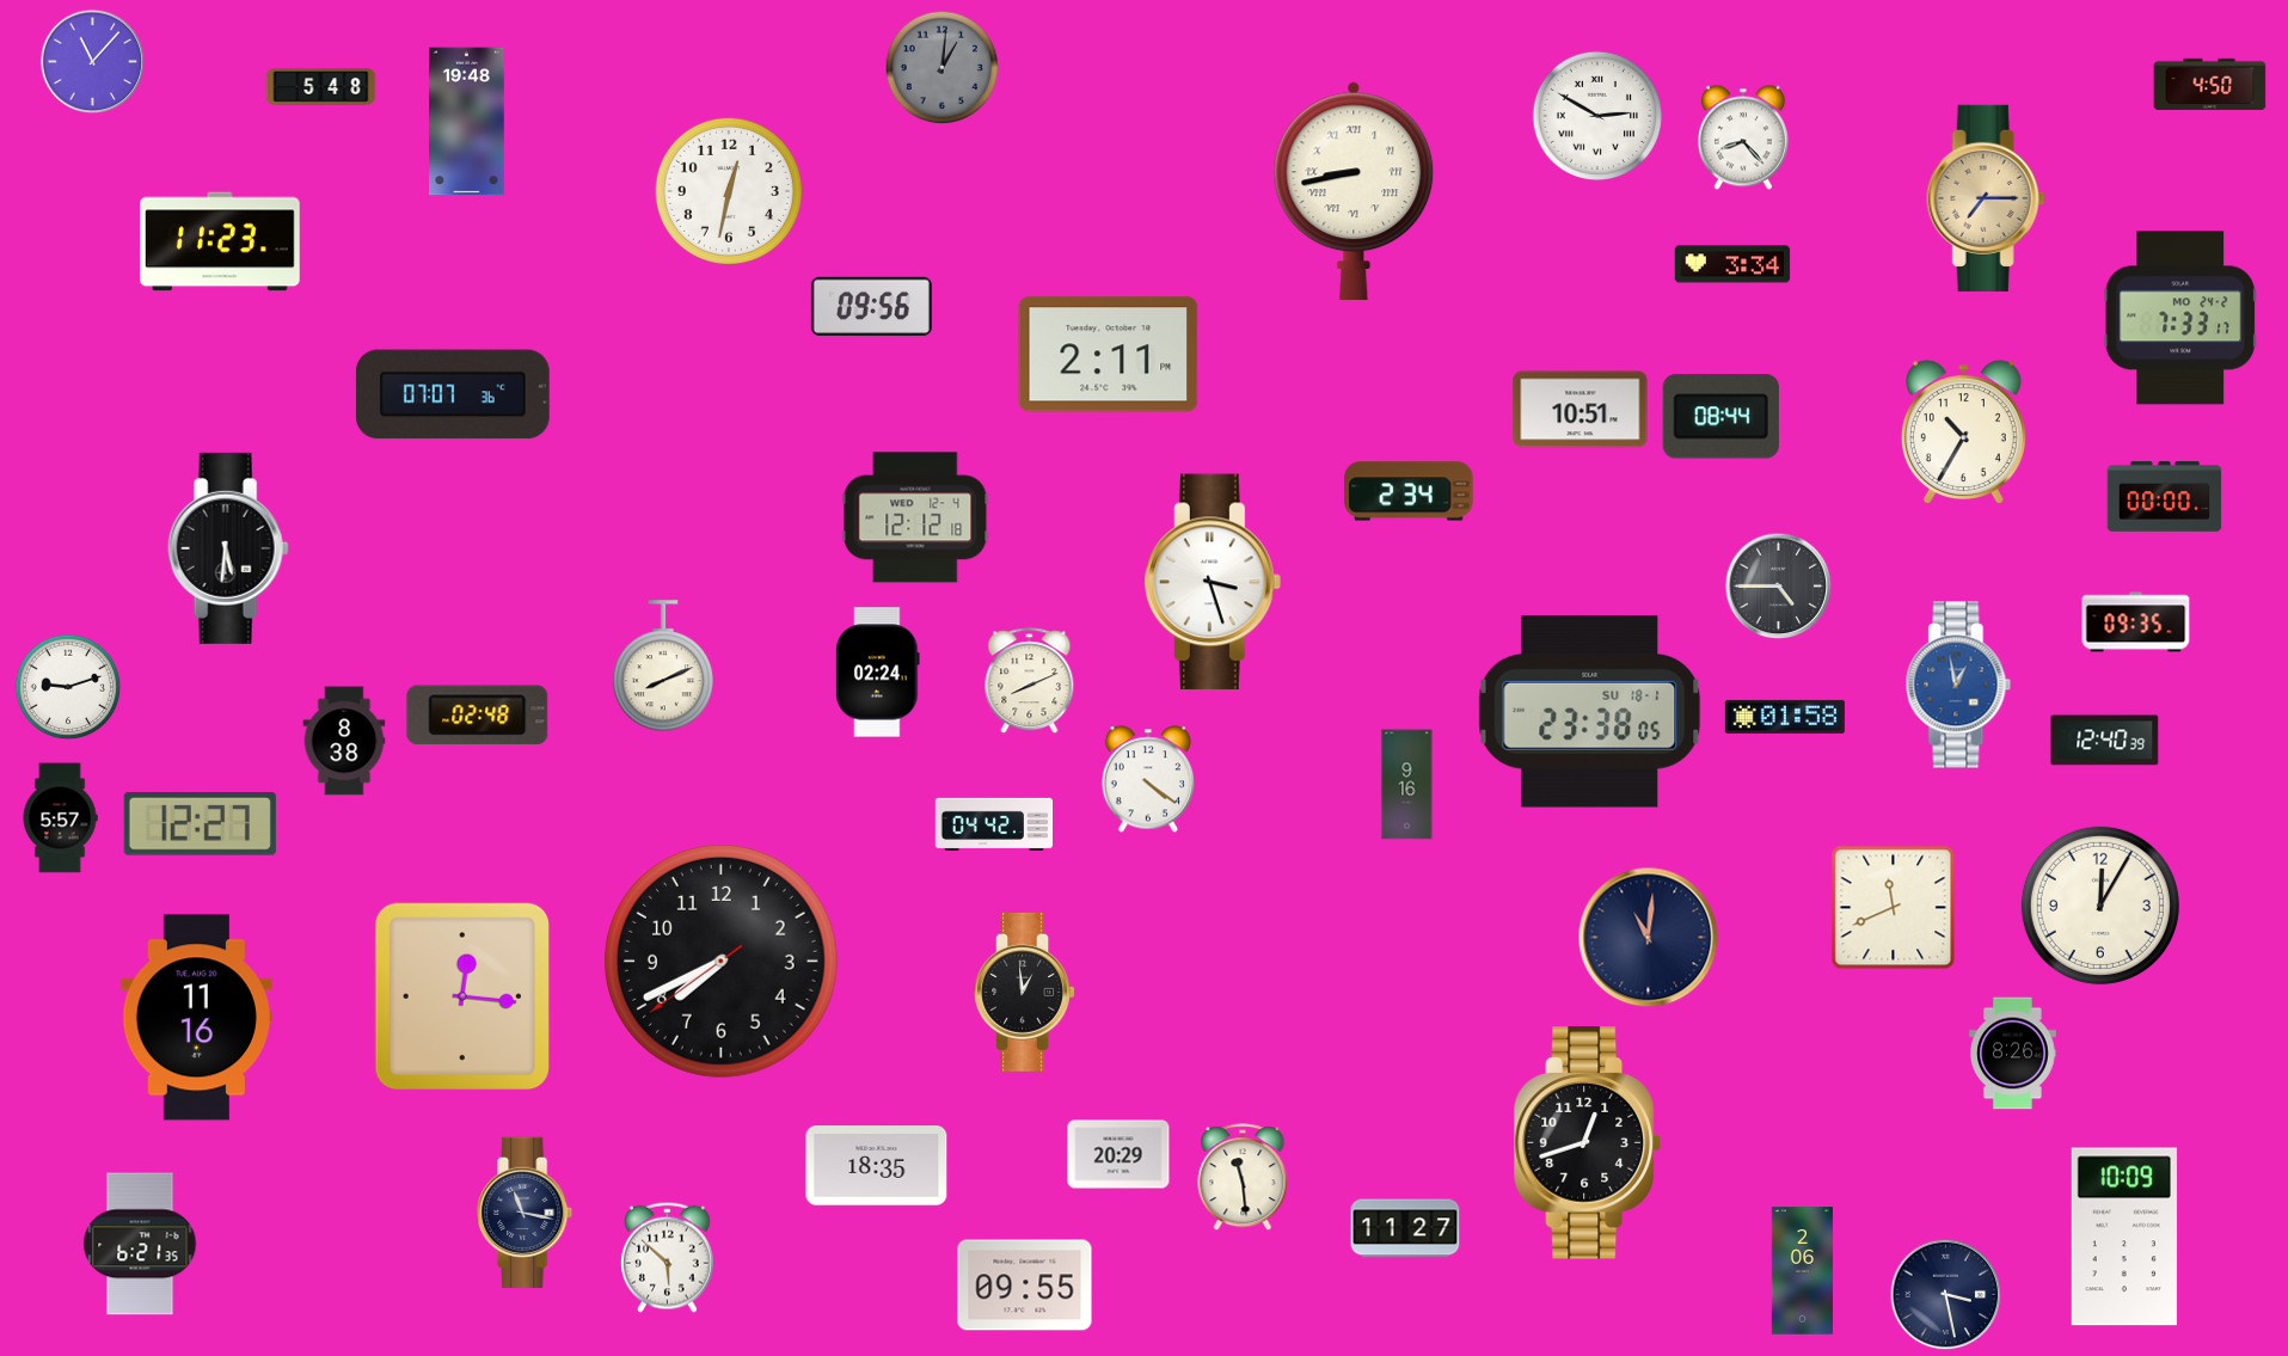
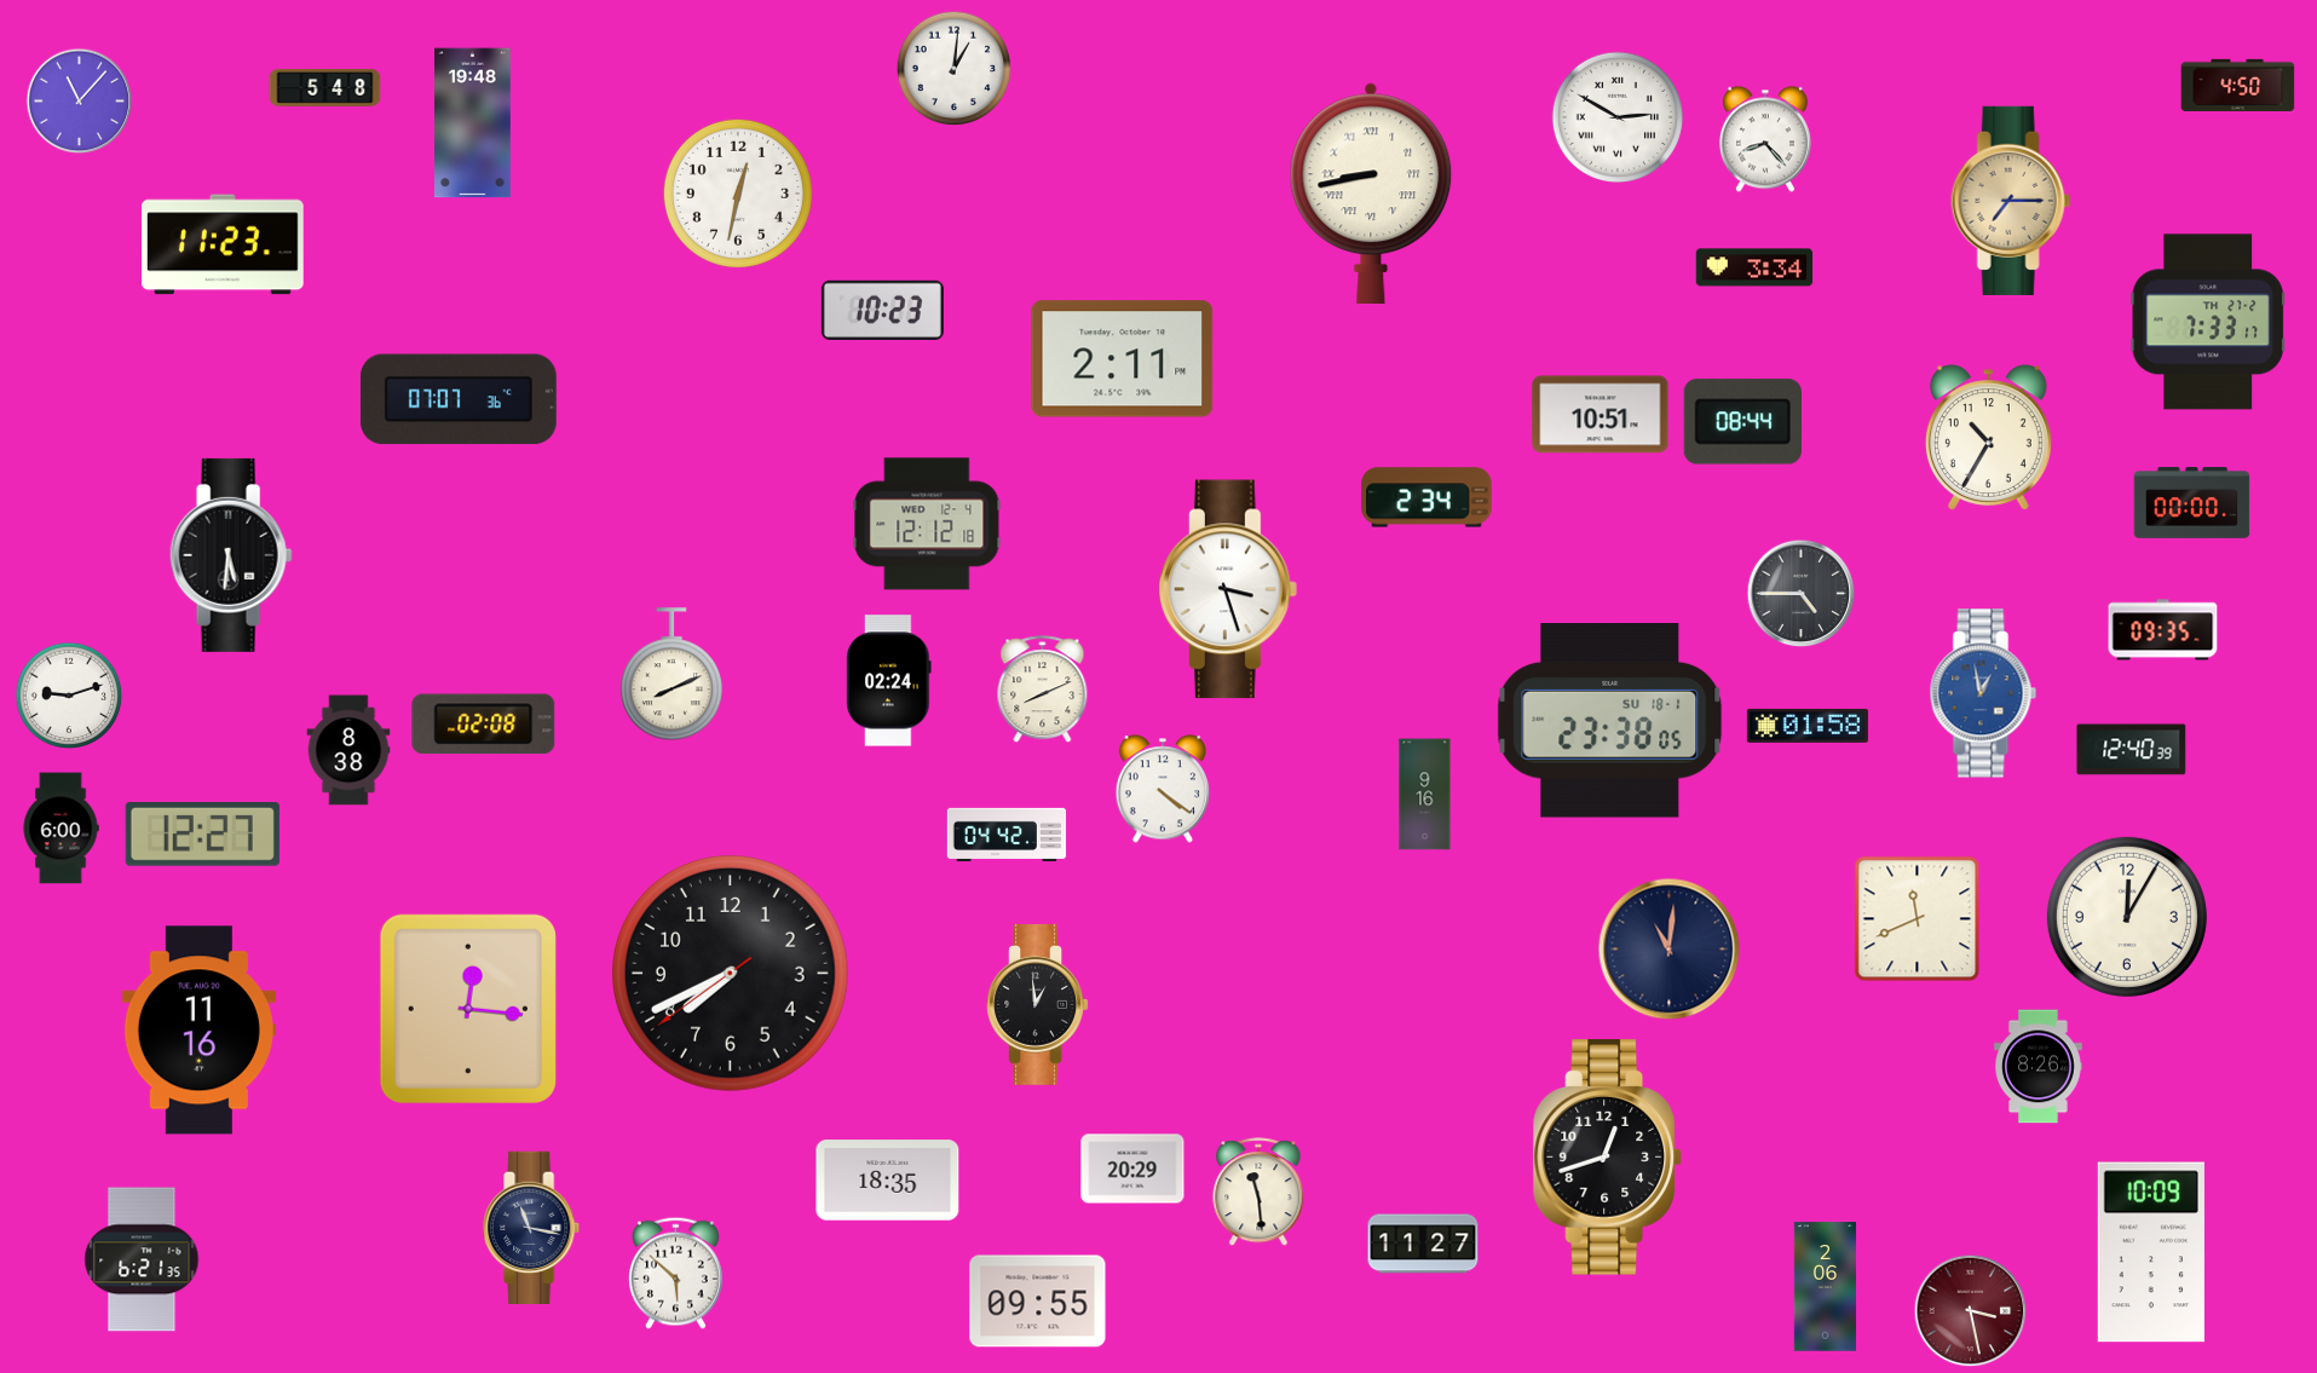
clock at (93, 62) position: (93, 62) -> (80, 102)
clock at (943, 68) dial: grey -> white
clock at (871, 306): 09:56 -> 10:23
clock at (2180, 318) date: MO 24-2 -> TH 27-2
clock at (478, 716): 02:48 -> 02:08
clock at (60, 818): 5:57 -> 6:00
clock at (1946, 1295) dial: navy -> burgundy
